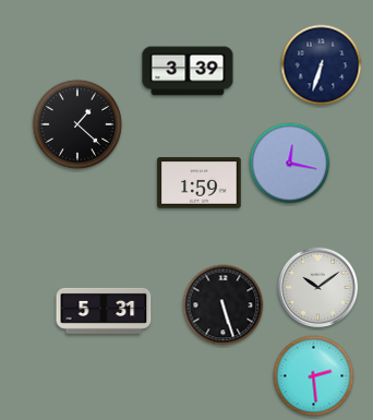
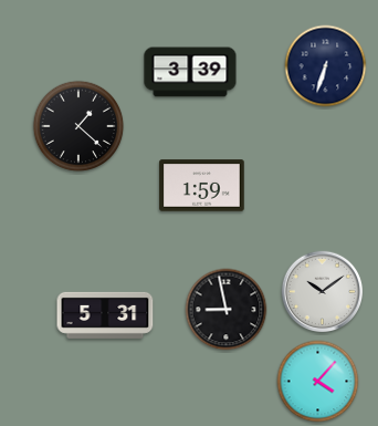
clock at (290, 164): 12:17 -> none
clock at (224, 305): 5:27 -> 8:58
clock at (314, 376): 2:29 -> 4:07
